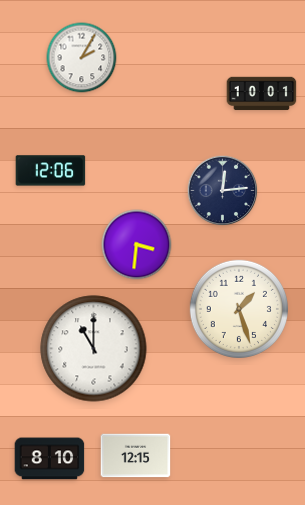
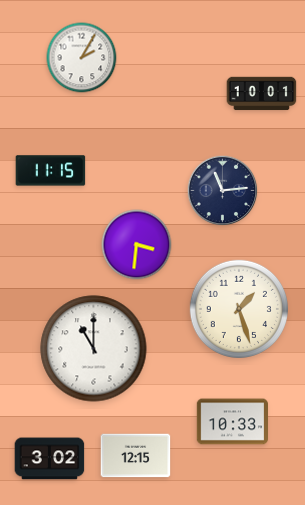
clock at (51, 171): 12:06 -> 11:15
clock at (223, 191): 12:14 -> 11:14
clock at (232, 422): none -> 10:33
clock at (50, 459): 8:10 -> 3:02
